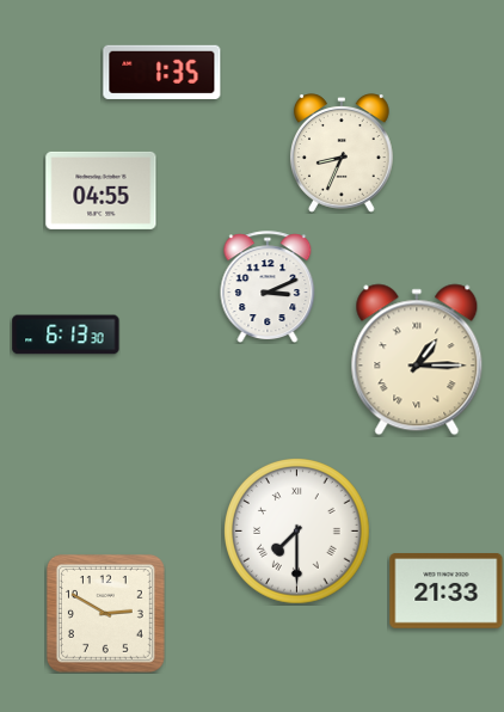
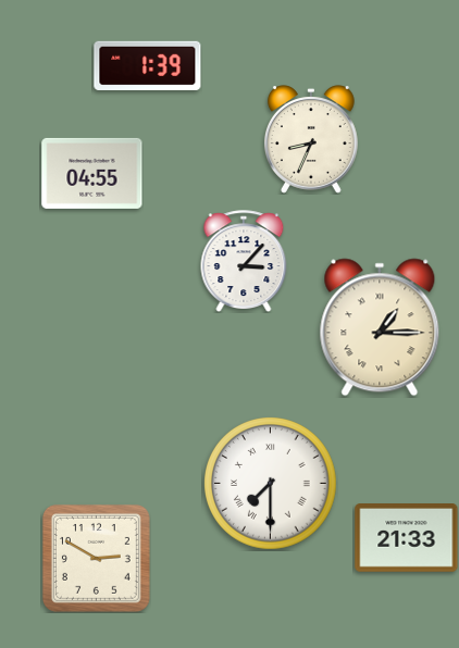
clock at (162, 72): 1:35 -> 1:39
clock at (268, 287): 3:11 -> 3:07
clock at (66, 334): 6:13 -> none
